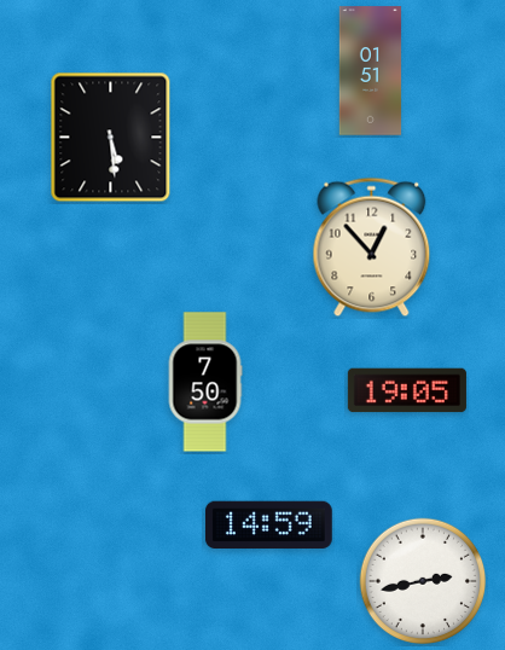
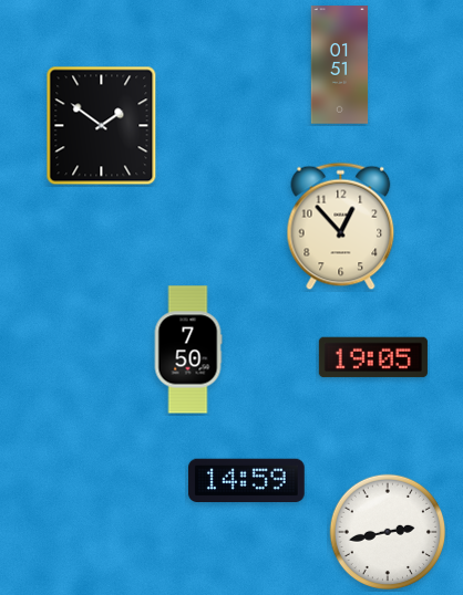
clock at (111, 138): 5:29 -> 1:51
